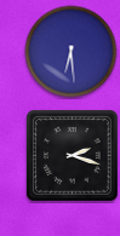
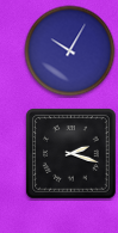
clock at (72, 52): 6:29 -> 10:05
